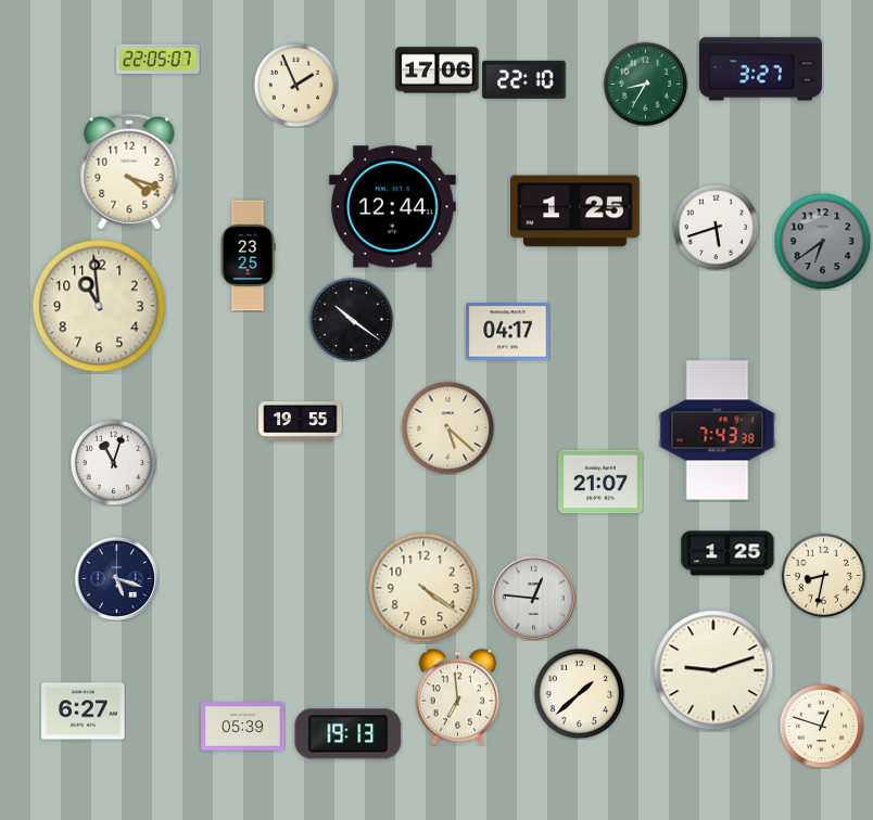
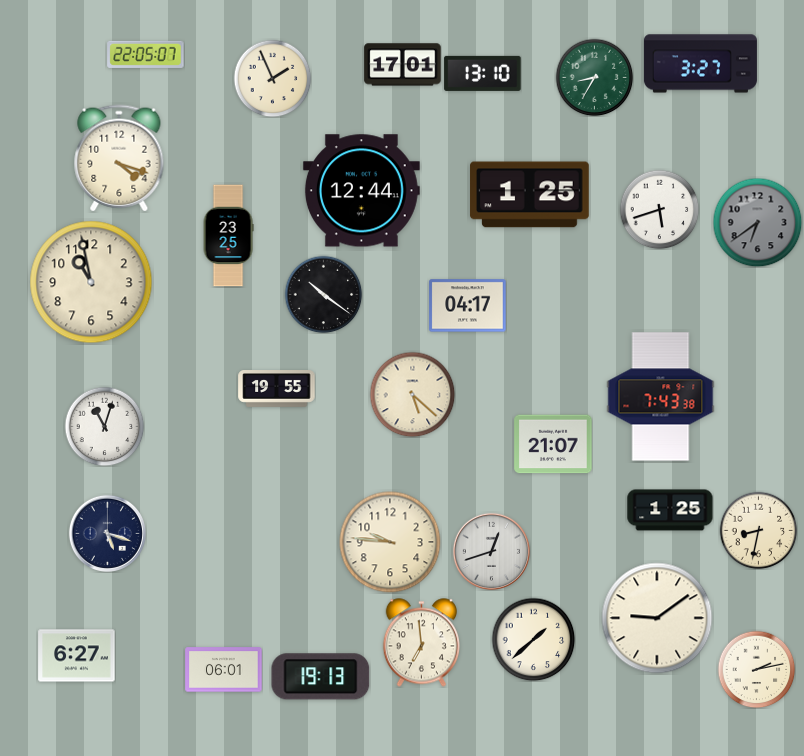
clock at (438, 71): 17:06 -> 17:01
clock at (524, 79): 22:10 -> 13:10
clock at (99, 306): 10:59 -> 10:58
clock at (423, 588): 4:21 -> 9:46
clock at (533, 598): 12:46 -> 12:42
clock at (713, 670): 9:12 -> 9:09
clock at (821, 726): 12:48 -> 2:13
clock at (243, 727): 05:39 -> 06:01
